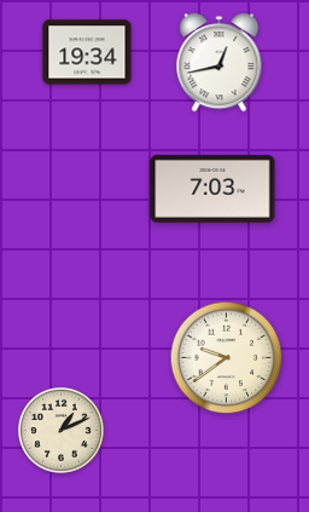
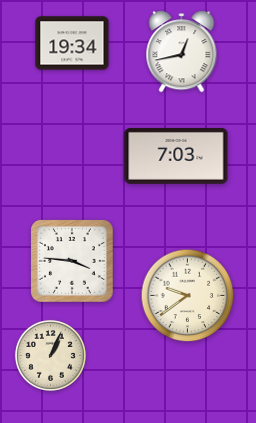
clock at (73, 262): none -> 3:46
clock at (60, 430): 1:11 -> 1:04
